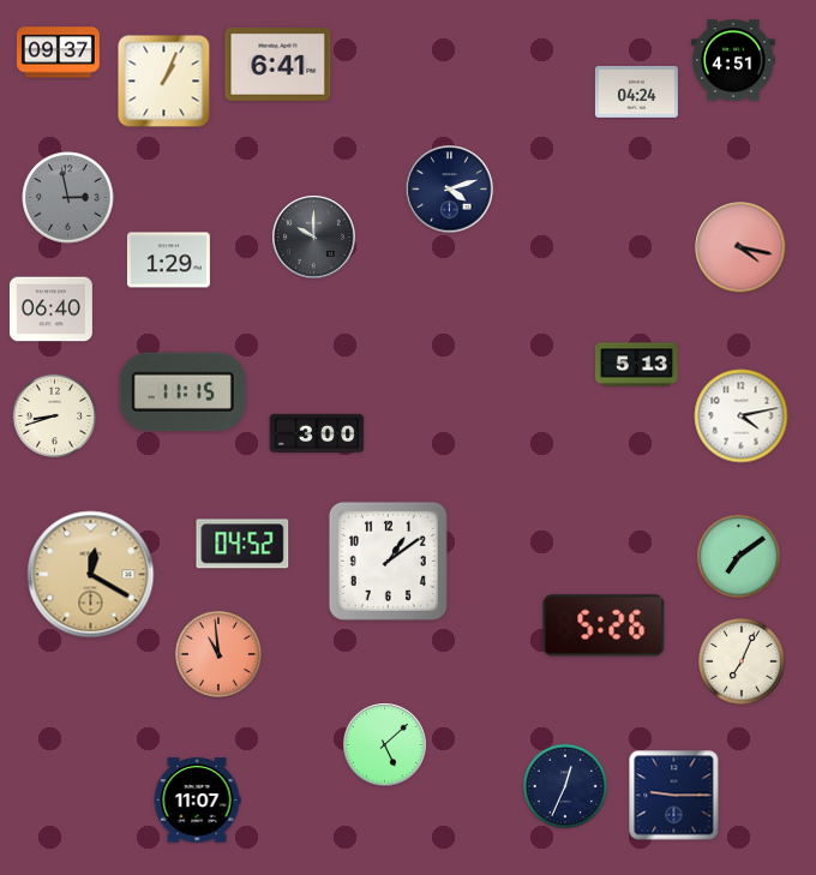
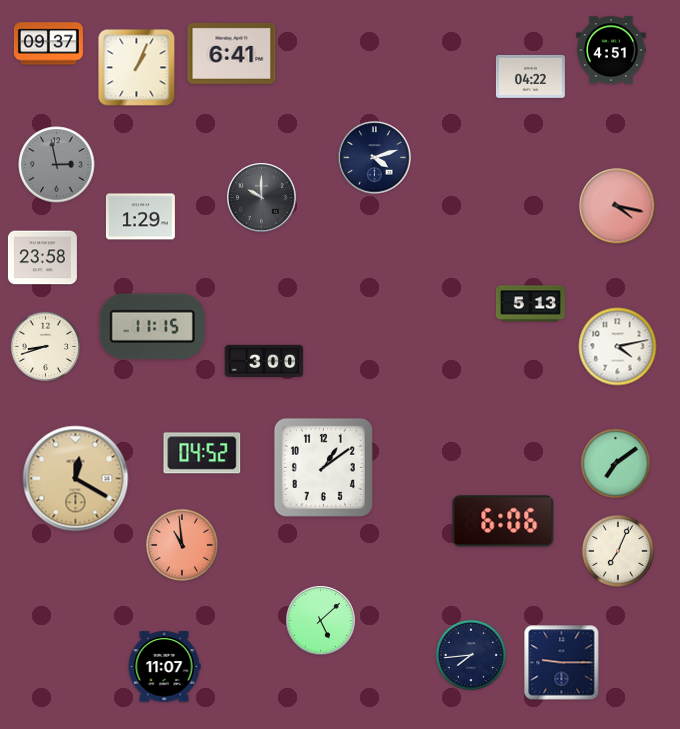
clock at (636, 91): 04:24 -> 04:22
clock at (50, 310): 06:40 -> 23:58
clock at (604, 625): 5:26 -> 6:06
clock at (564, 785): 12:34 -> 7:44
